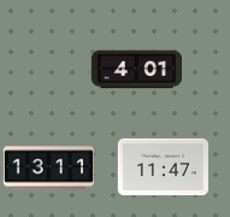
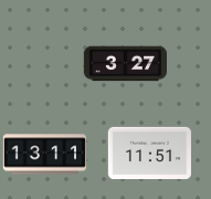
clock at (136, 70): 4:01 -> 3:27
clock at (163, 166): 11:47 -> 11:51
